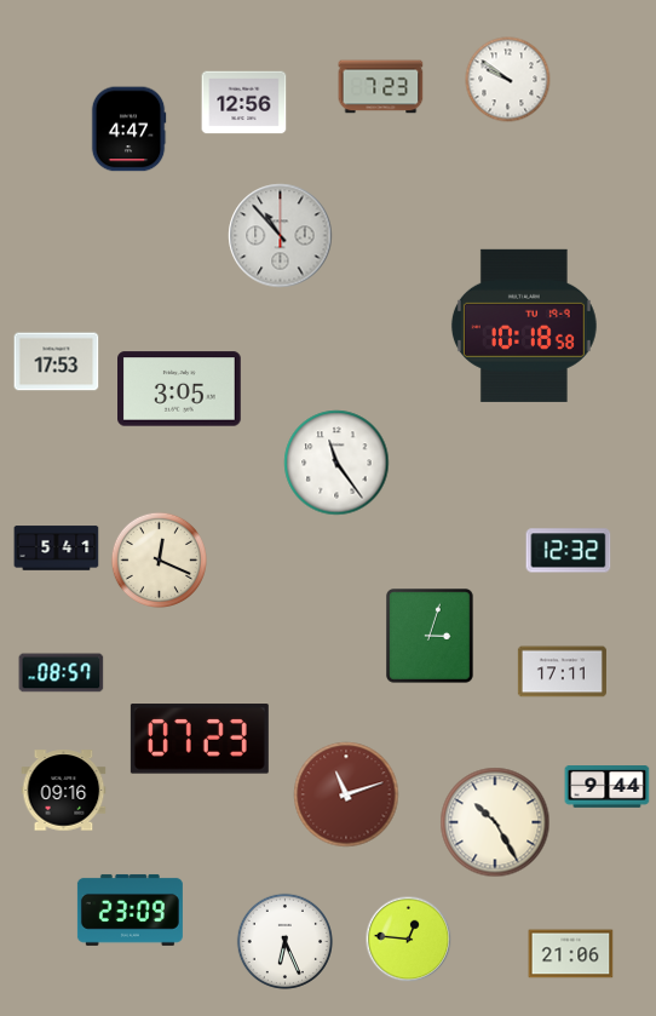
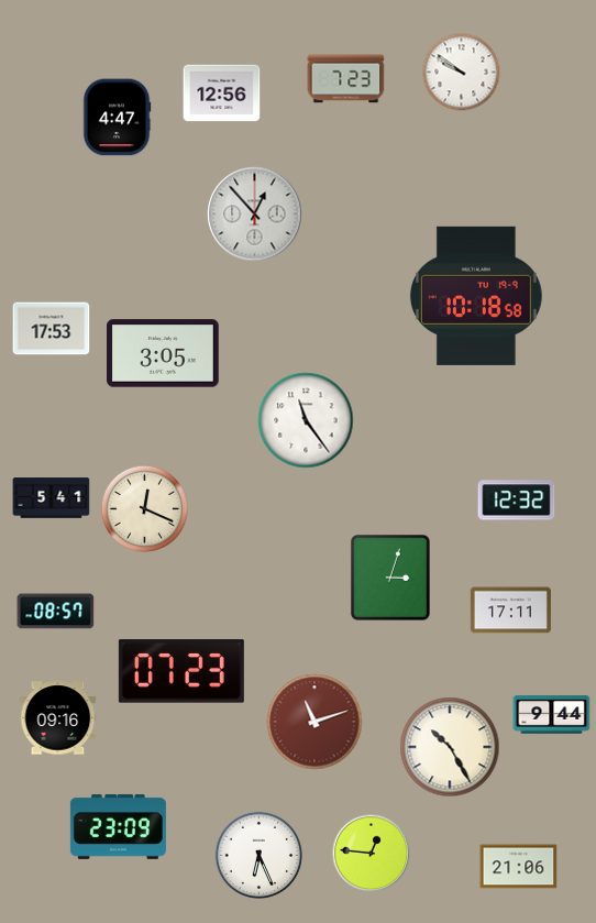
clock at (281, 236): 10:53 -> 12:53
